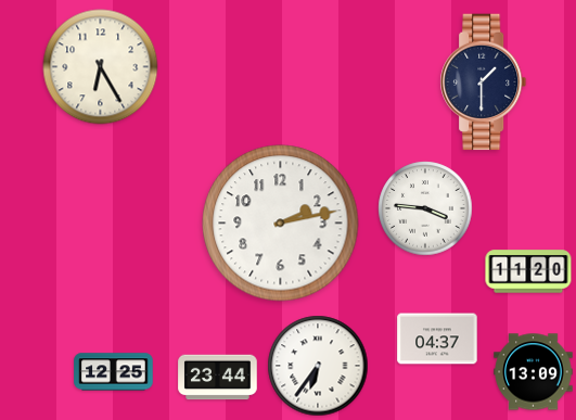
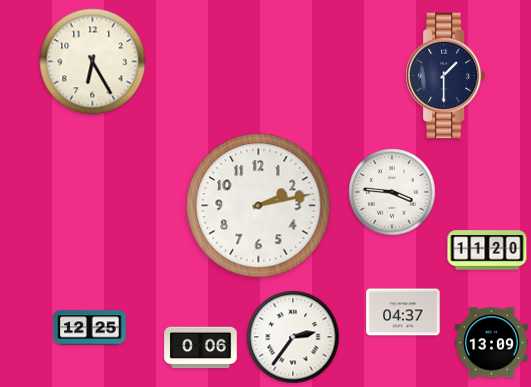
clock at (318, 366): 6:36 -> 2:36
clock at (114, 372) position: (114, 372) -> (90, 328)
clock at (218, 378): 23:44 -> 0:06
